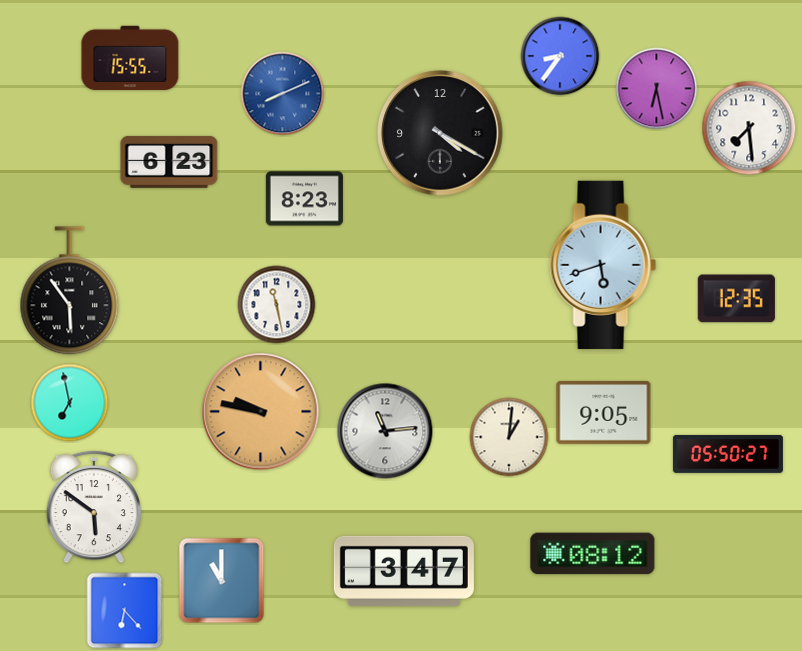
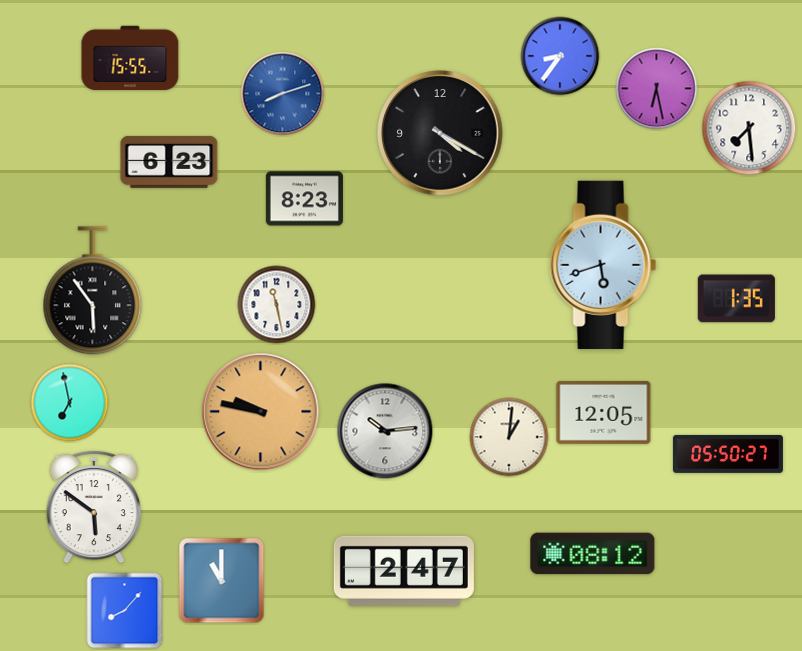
clock at (283, 94): 8:11 -> 8:12
clock at (70, 291) position: (70, 291) -> (93, 291)
clock at (736, 299): 12:35 -> 1:35
clock at (604, 412): 9:05 -> 12:05
clock at (385, 431): 11:14 -> 10:14
clock at (404, 571): 3:47 -> 2:47
clock at (125, 611): 6:23 -> 8:07
